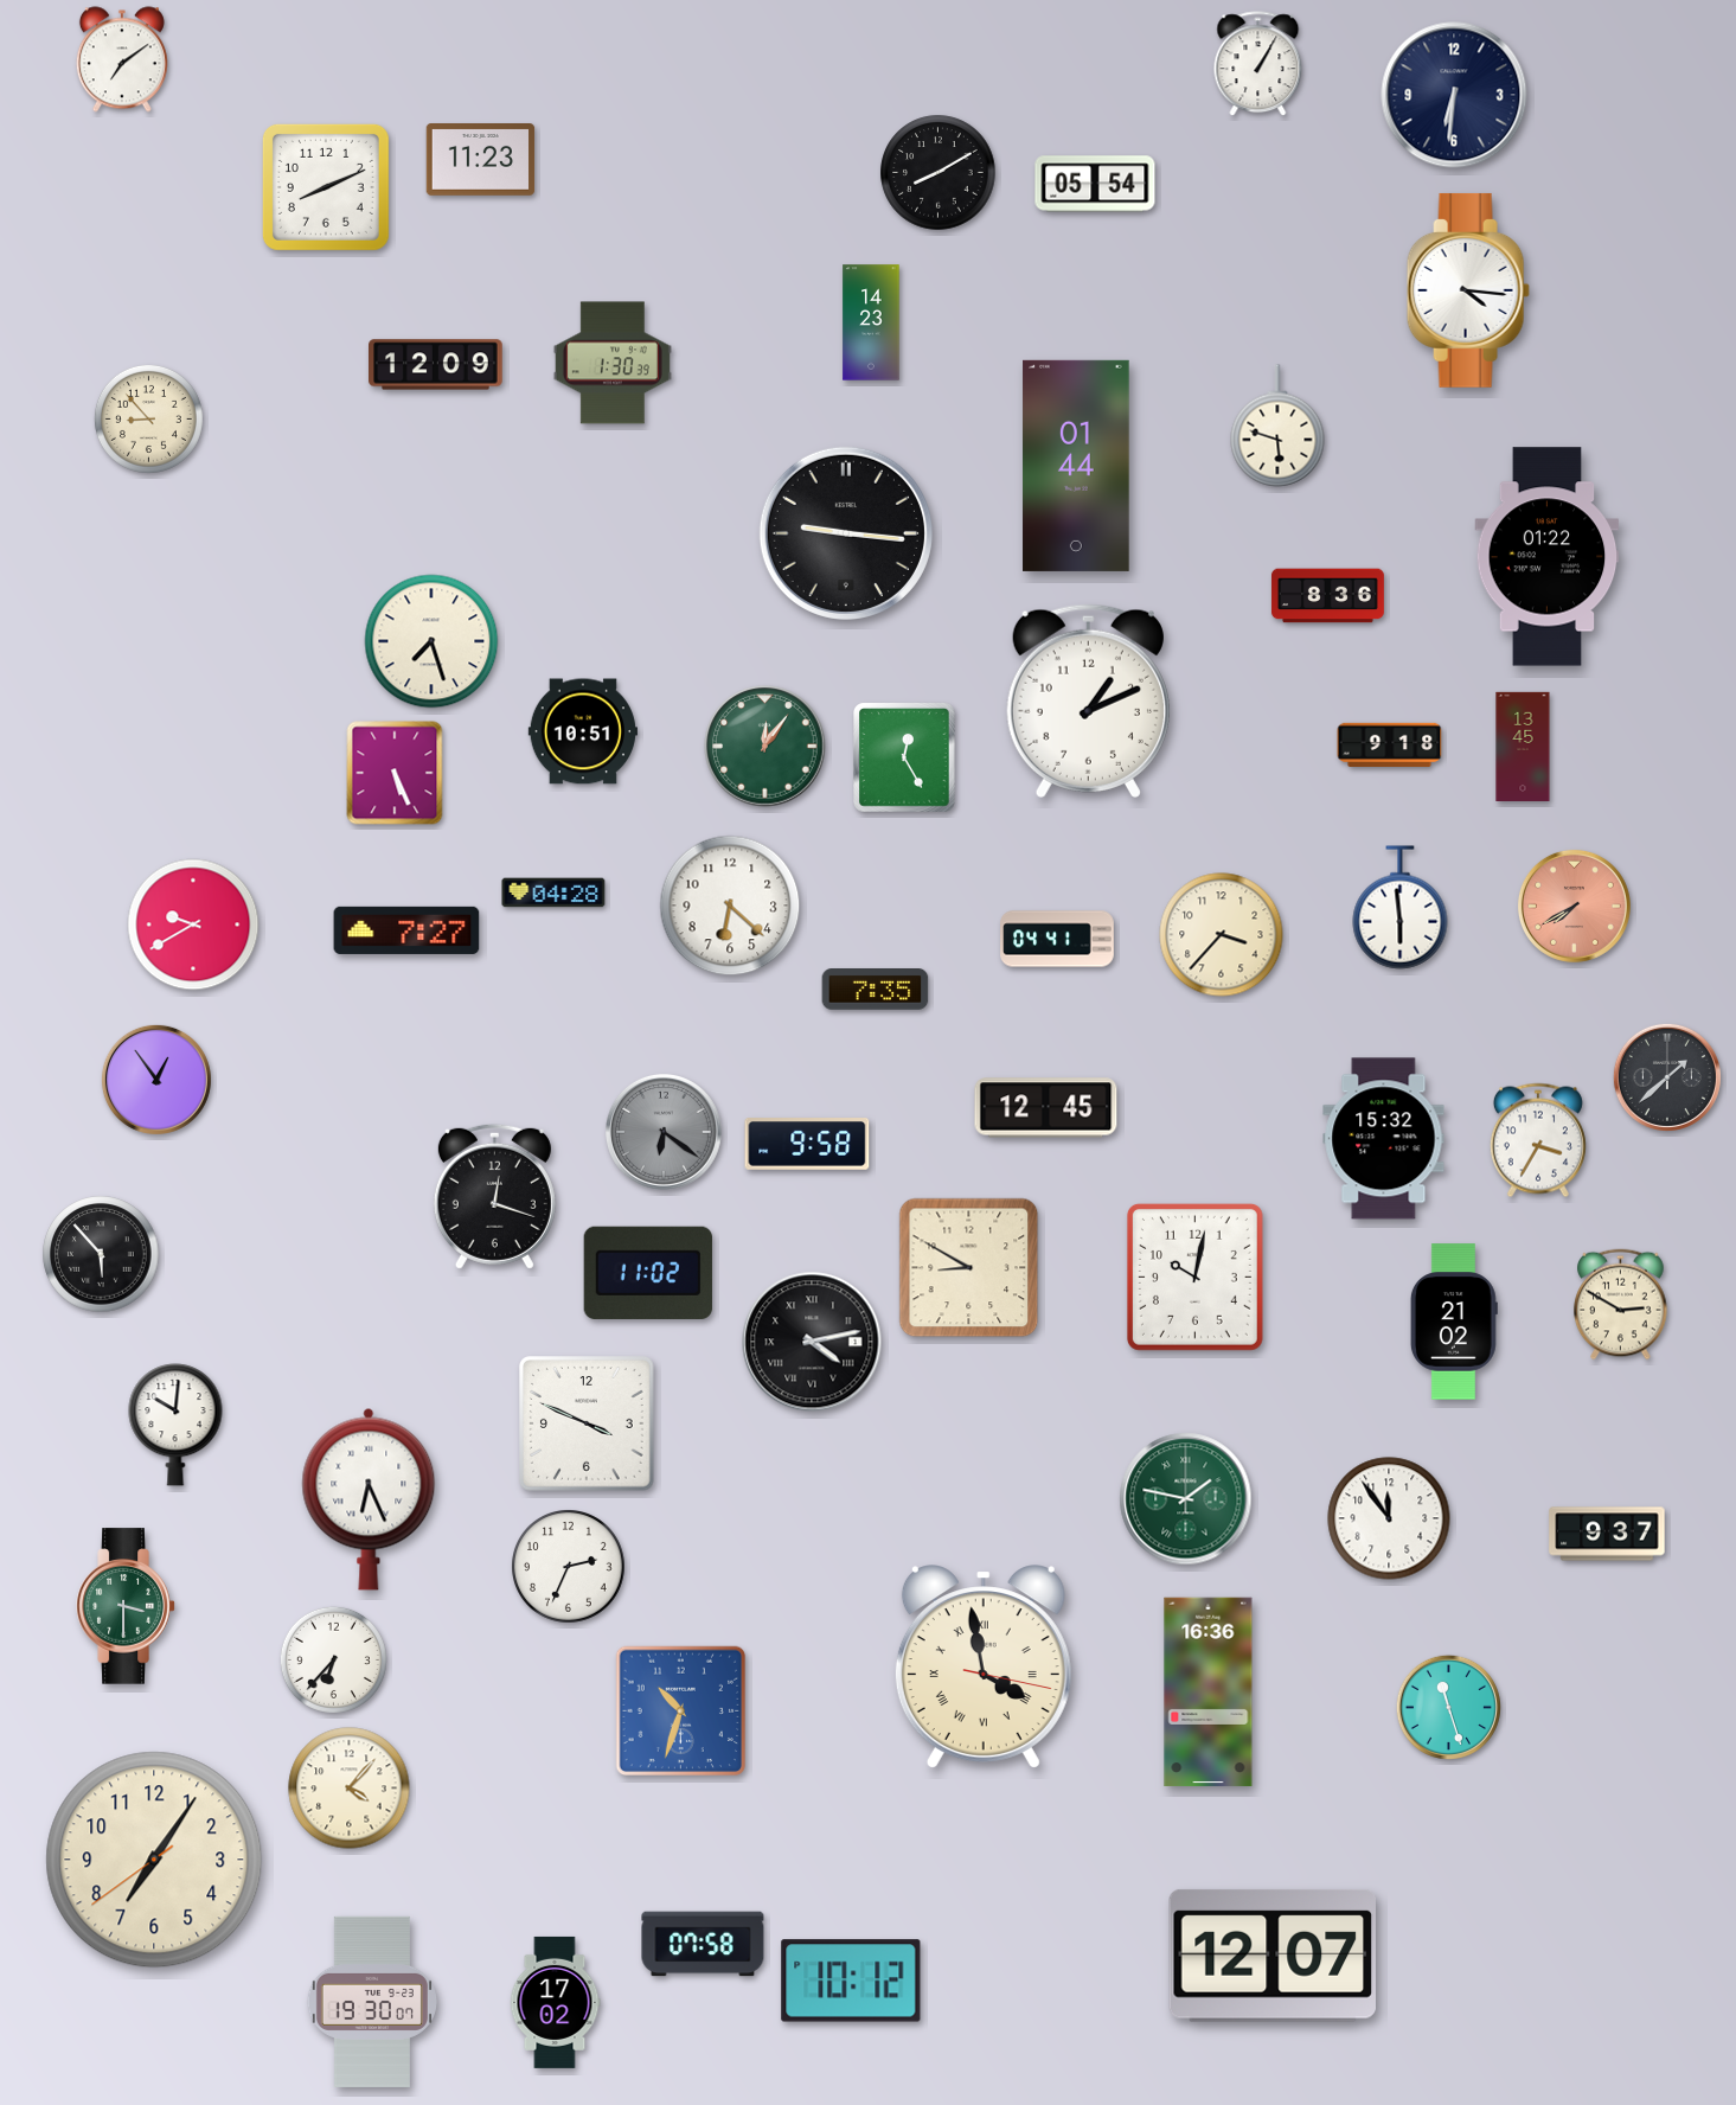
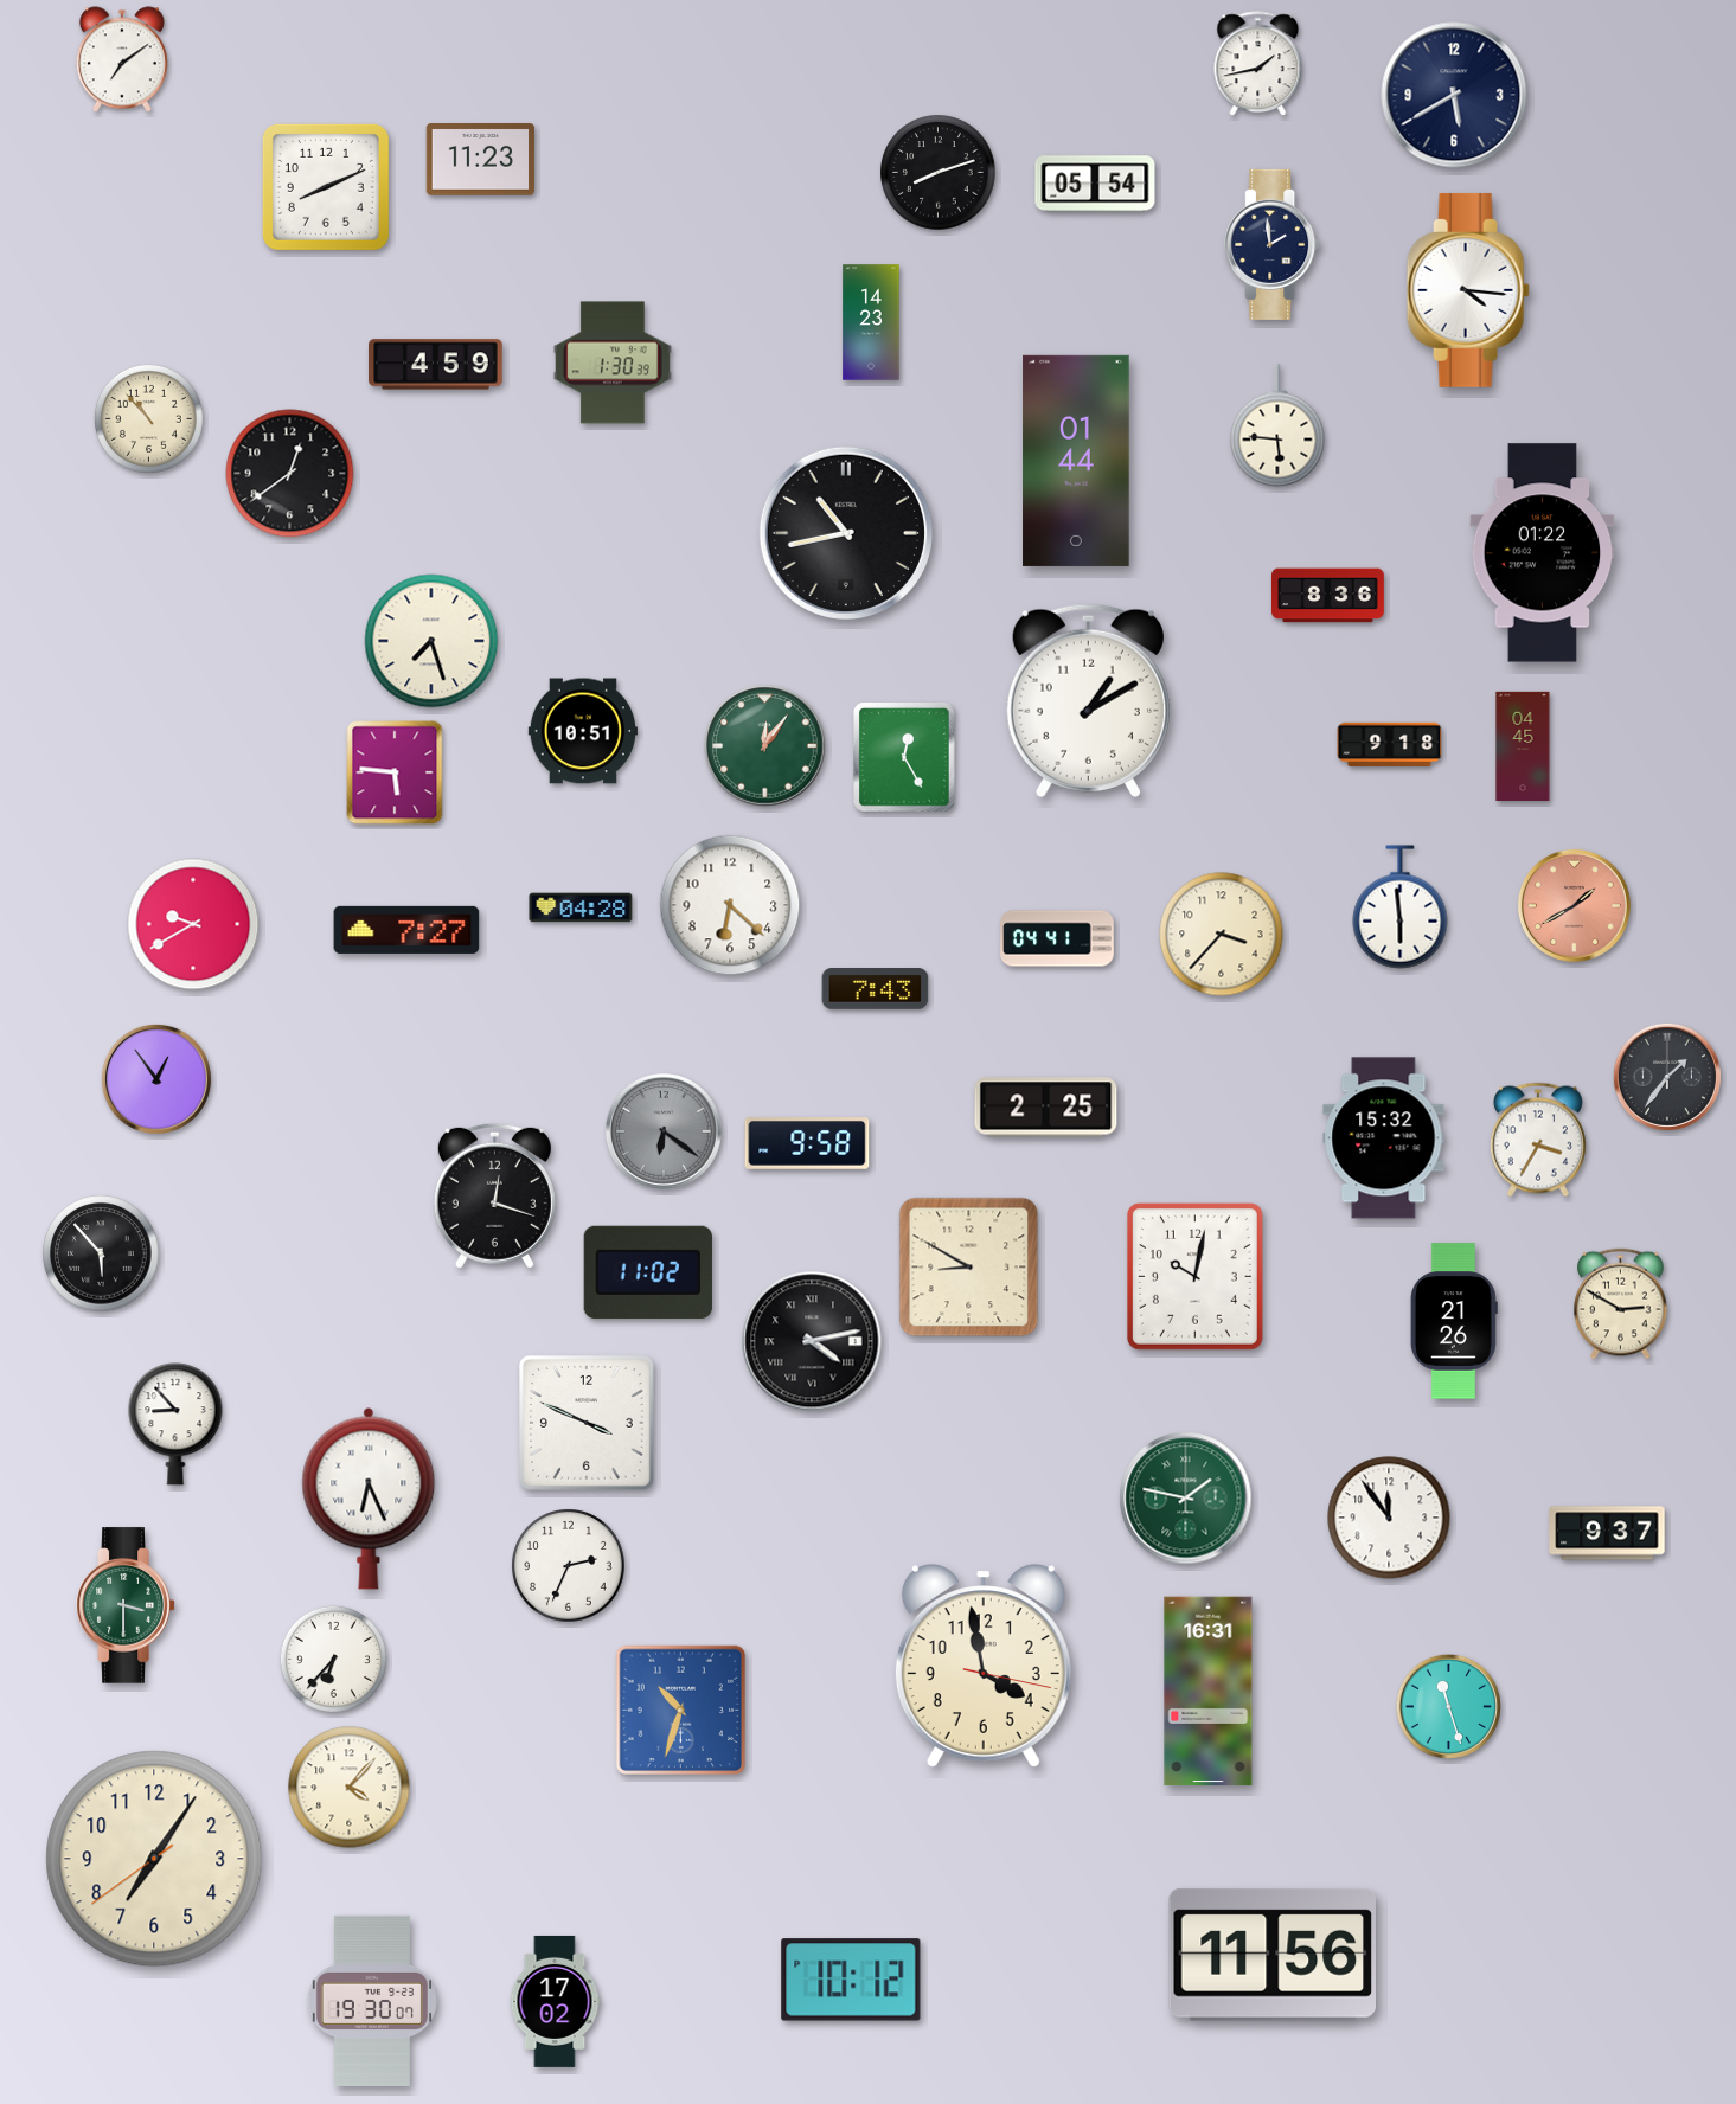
clock at (1258, 64): 1:05 -> 1:43
clock at (1454, 95): 6:31 -> 5:40
clock at (939, 173): 8:10 -> 8:12
clock at (1273, 244): none -> 1:59
clock at (436, 365): 12:09 -> 4:59
clock at (148, 418): 8:53 -> 10:53
clock at (1277, 426): 5:48 -> 5:46
clock at (1076, 466) position: (1076, 466) -> (1076, 461)
clock at (290, 474): none -> 12:39
clock at (846, 533): 9:16 -> 10:43
clock at (1548, 557) position: (1548, 557) -> (1543, 553)
clock at (1088, 700): 1:11 -> 1:10
clock at (1523, 746): 13:45 -> 04:45
clock at (395, 773): 5:26 -> 5:46
clock at (553, 892) position: (553, 892) -> (581, 907)
clock at (1574, 906): 7:40 -> 1:40
clock at (876, 990): 7:35 -> 7:43
clock at (1667, 1077): 1:38 -> 1:36
clock at (1046, 1108): 12:45 -> 2:25
clock at (1454, 1322): 21:02 -> 21:26
clock at (175, 1425): 10:01 -> 8:53
clock at (984, 1666) numerals: Roman -> Arabic
clock at (1209, 1693): 16:36 -> 16:31
clock at (703, 1944): 07:58 -> none
clock at (1271, 1956): 12:07 -> 11:56
